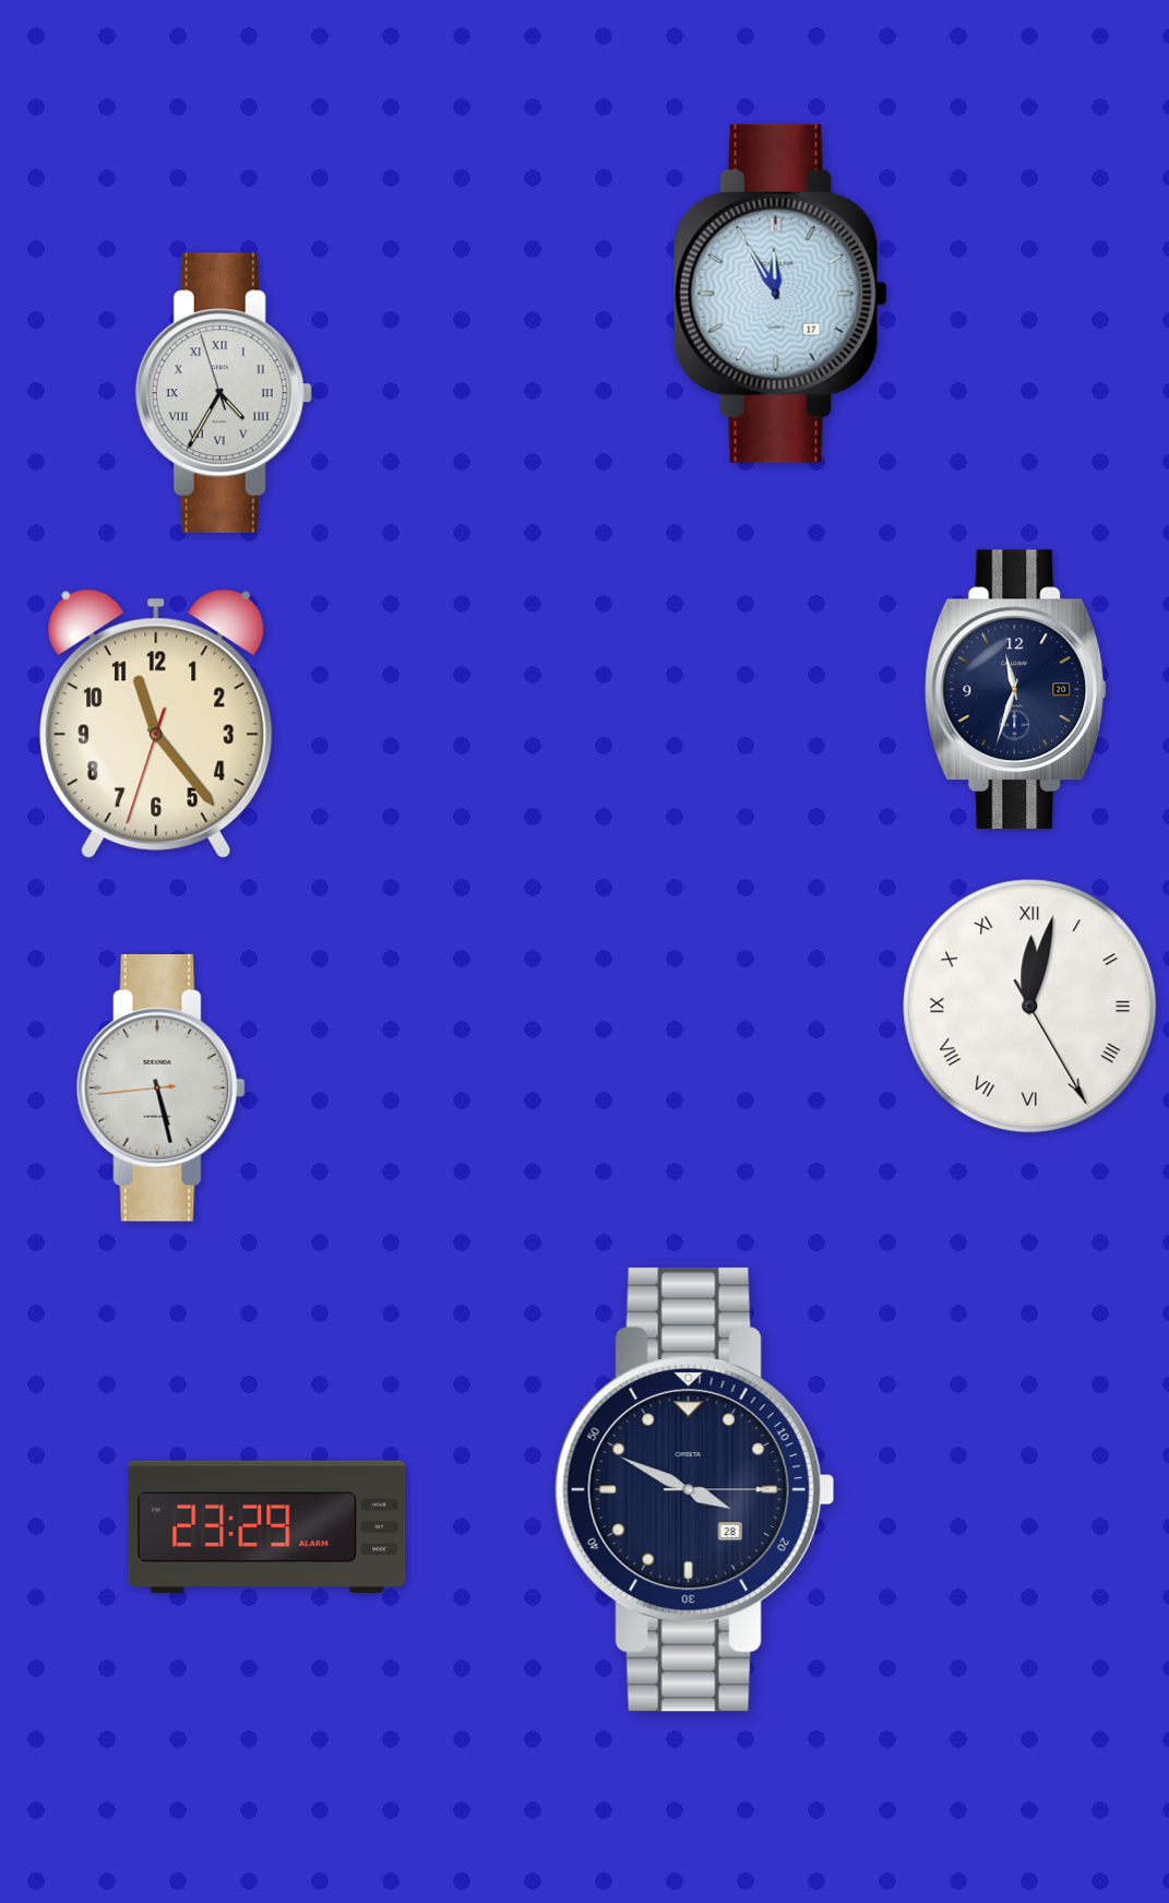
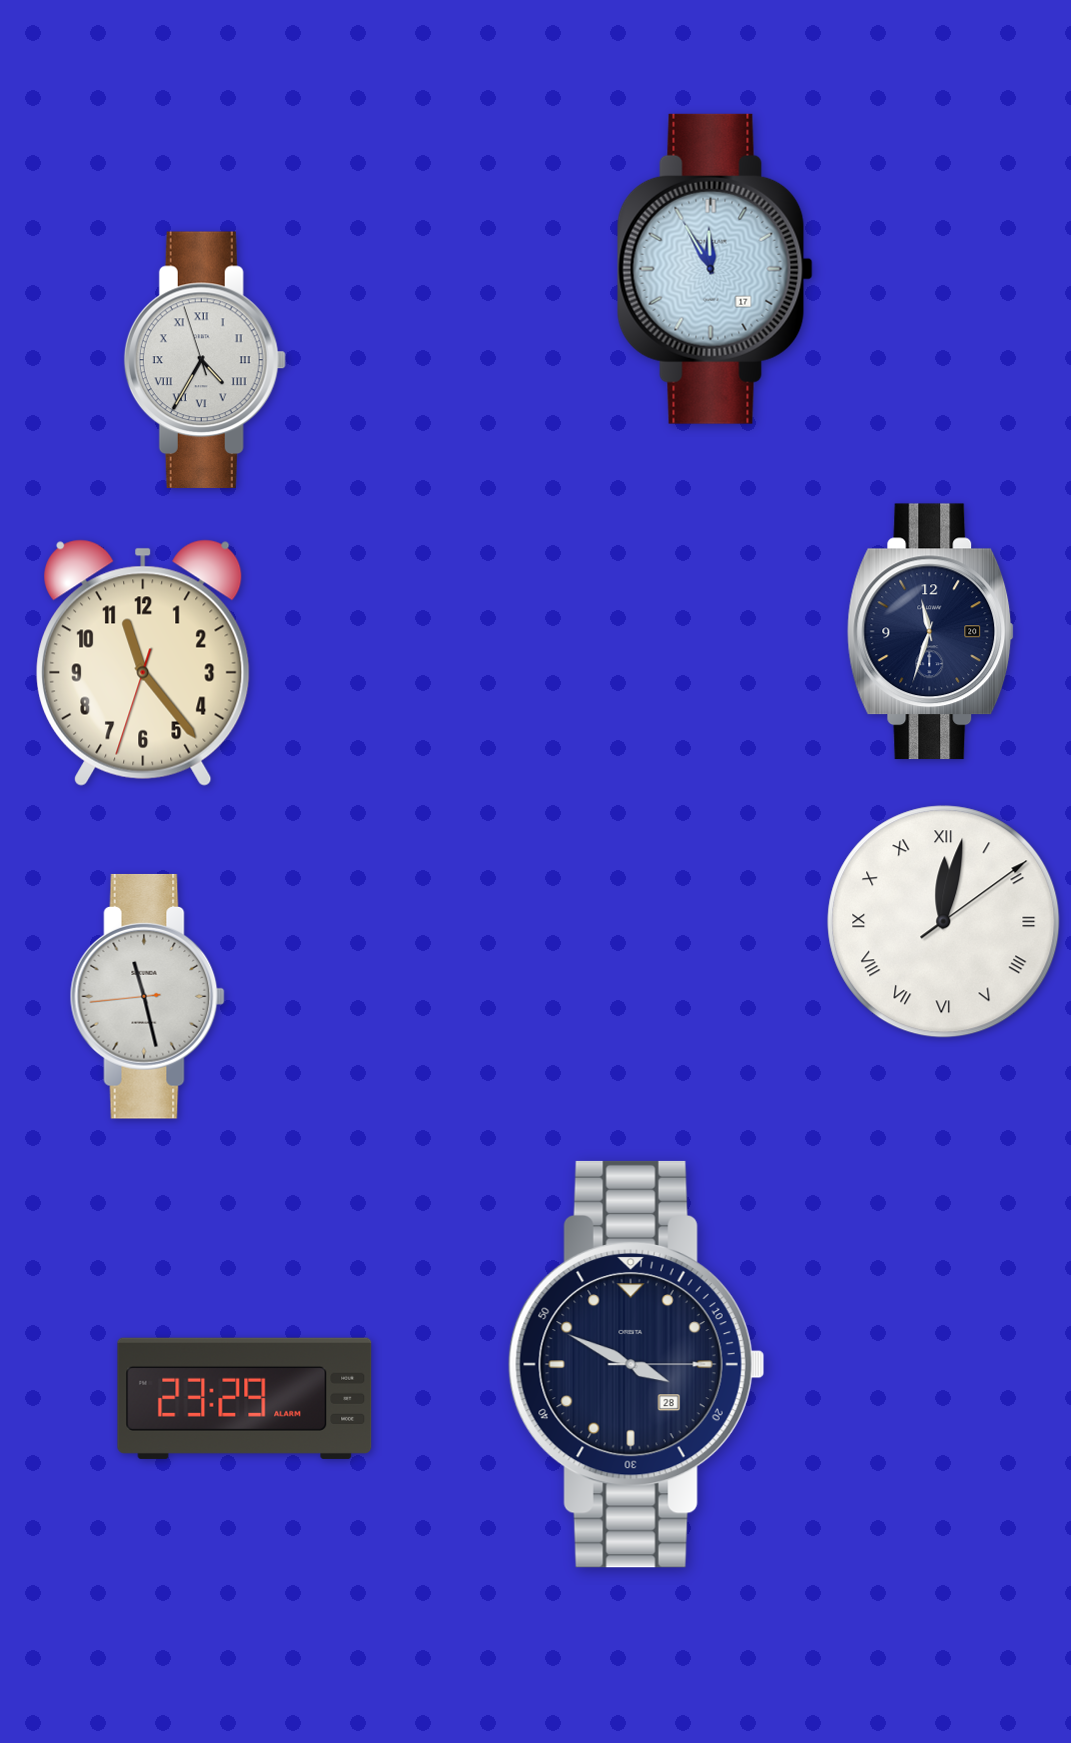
clock at (1030, 1007): 12:02:25 -> 12:02:09
clock at (160, 1087): 5:27 -> 11:27
